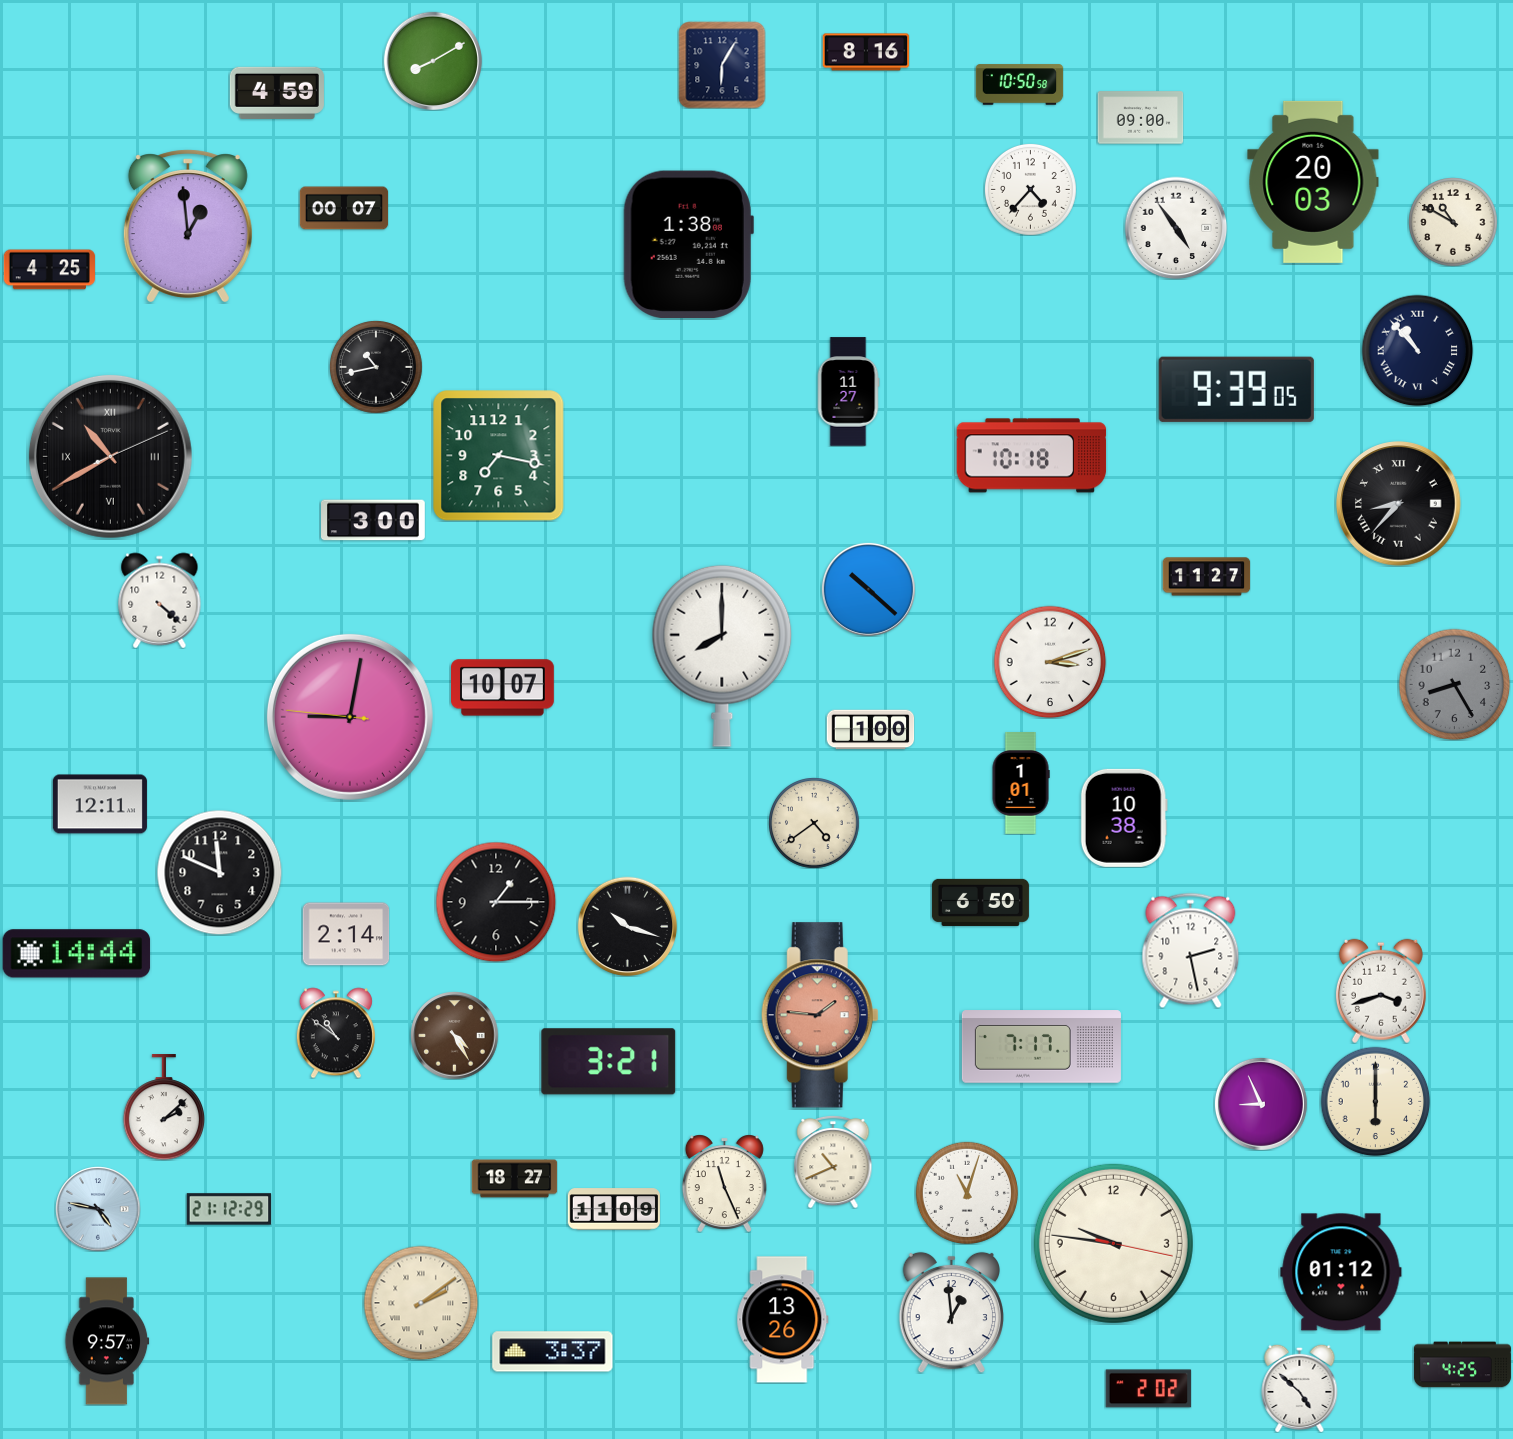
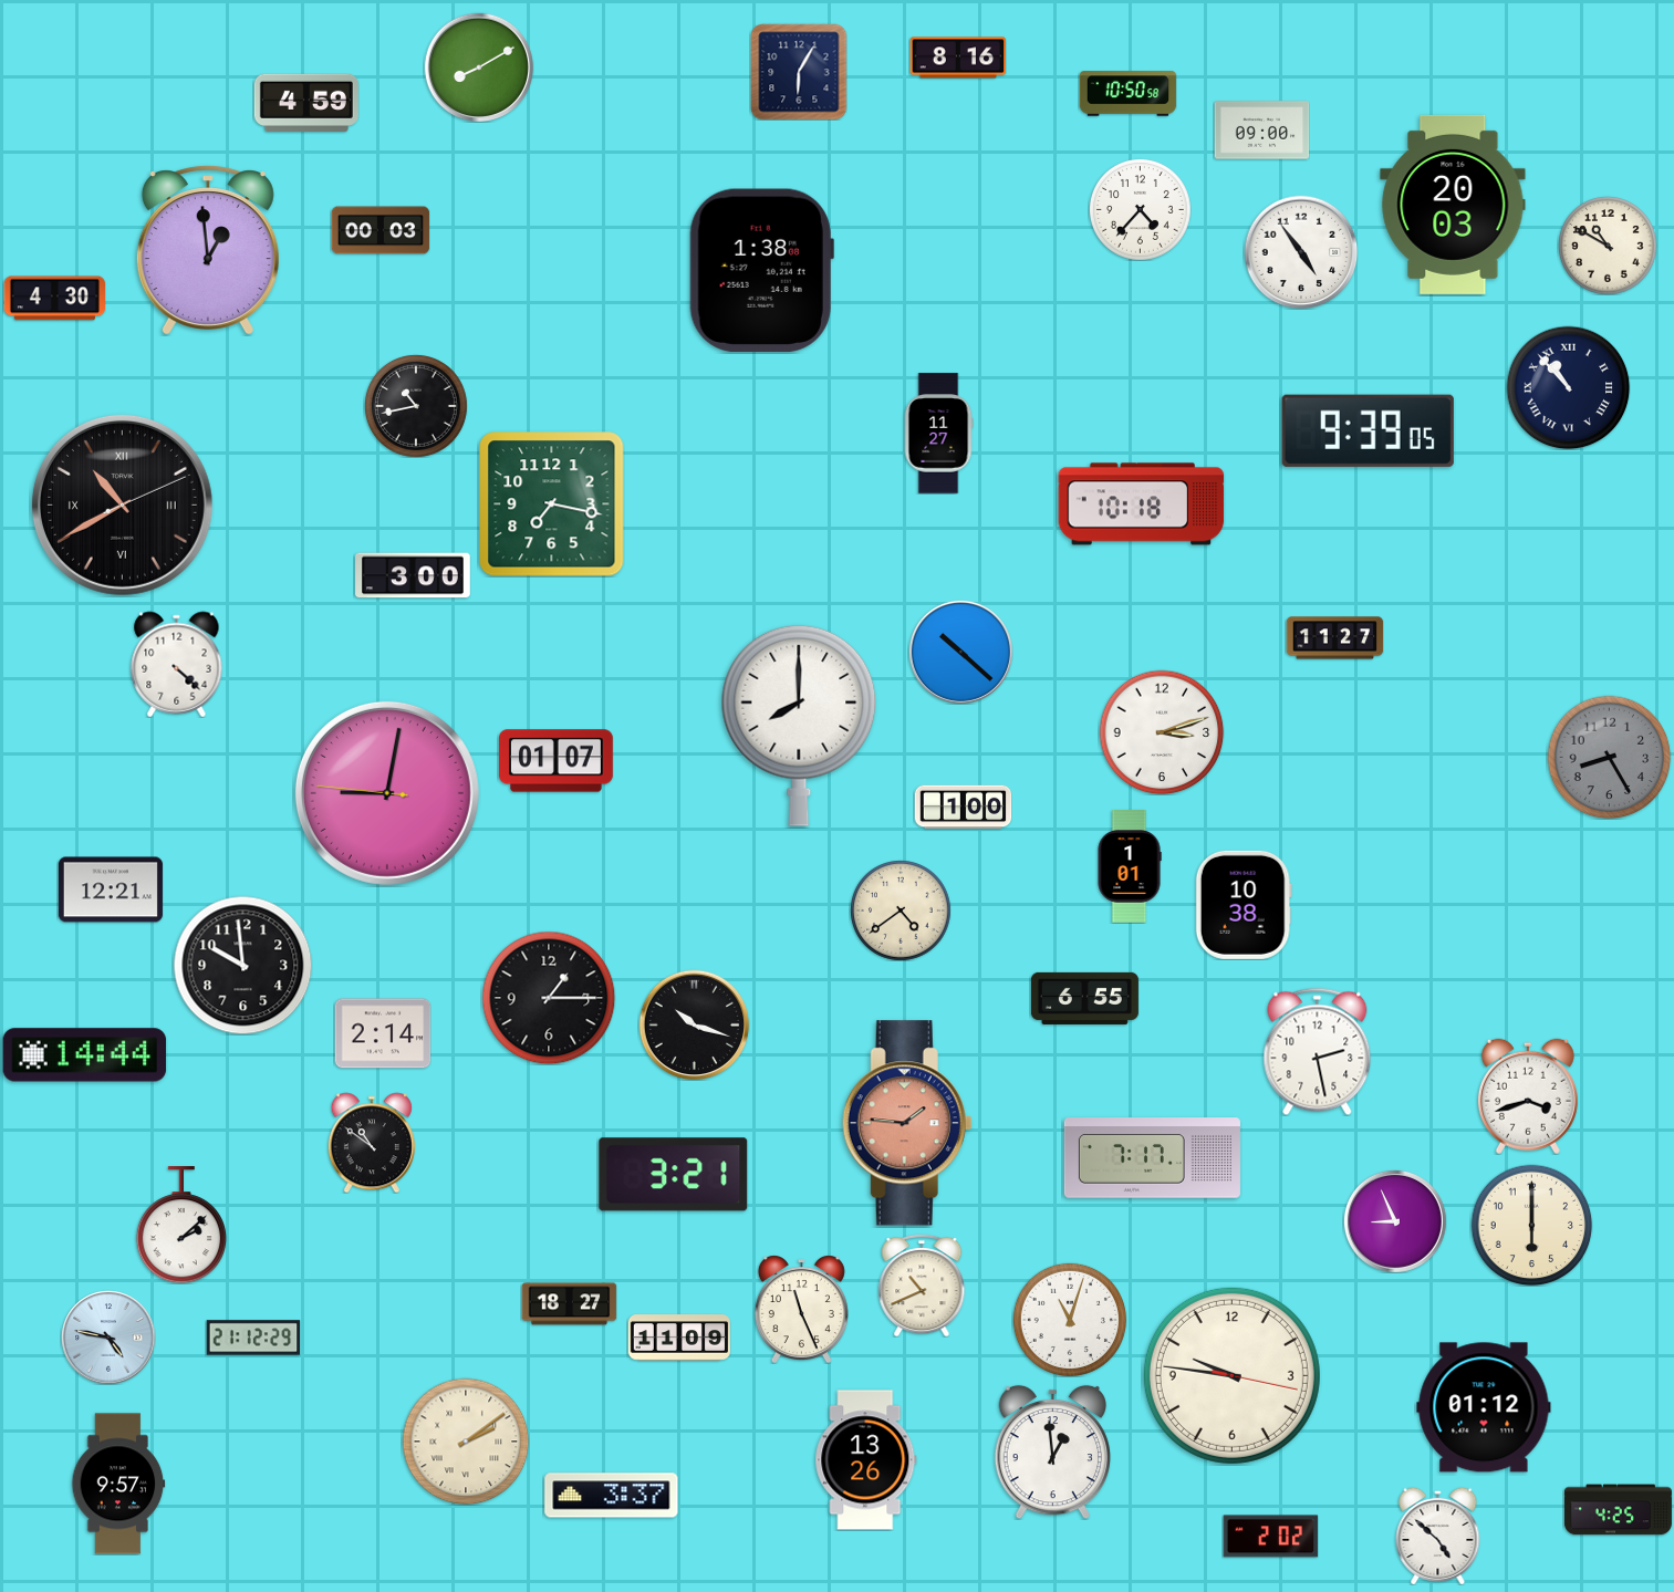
clock at (1313, 182) position: (1313, 182) -> (1453, 205)
clock at (344, 208): 00:07 -> 00:03
clock at (49, 270): 4:25 -> 4:30
clock at (1399, 504): 8:37 -> none
clock at (503, 688): 10:07 -> 01:07
clock at (100, 804): 12:11 -> 12:21
clock at (219, 872): 11:49 -> 9:59
clock at (980, 902): 6:50 -> 6:55
clock at (454, 1035): 4:25 -> none
clock at (1375, 1101) position: (1375, 1101) -> (1531, 1225)
